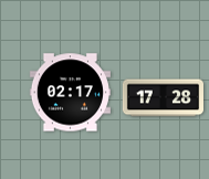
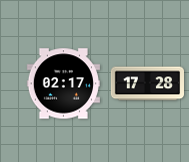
clock at (163, 98) position: (163, 98) -> (147, 84)
